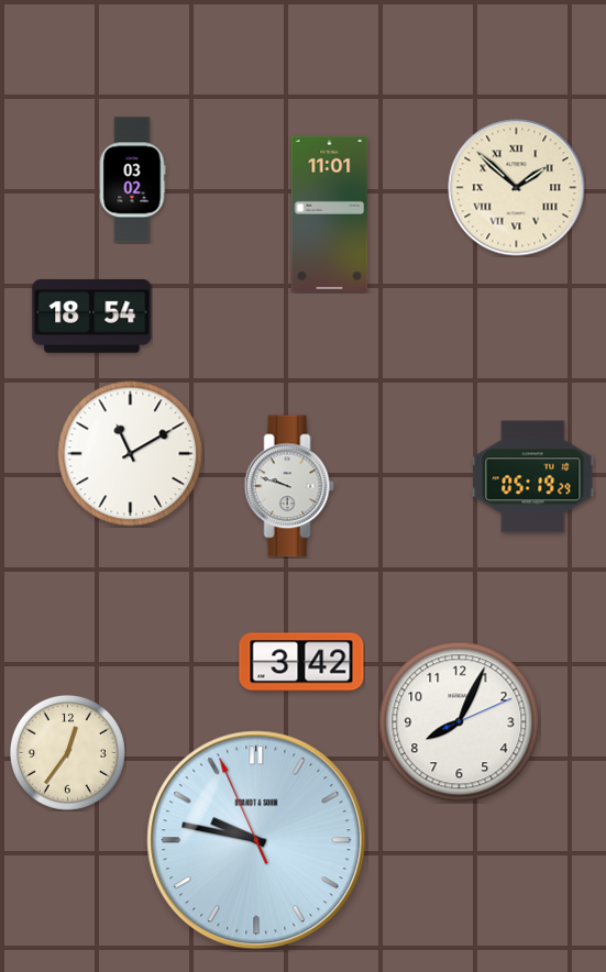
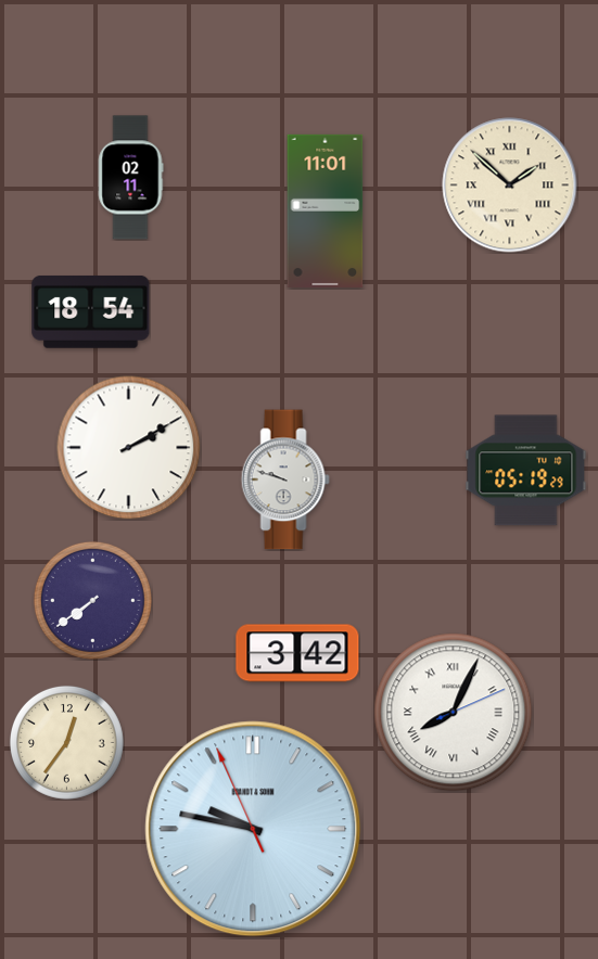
clock at (132, 180): 03:02 -> 02:11
clock at (131, 454): 11:10 -> 2:10
clock at (92, 600): none -> 7:39
clock at (460, 722) numerals: Arabic -> Roman
